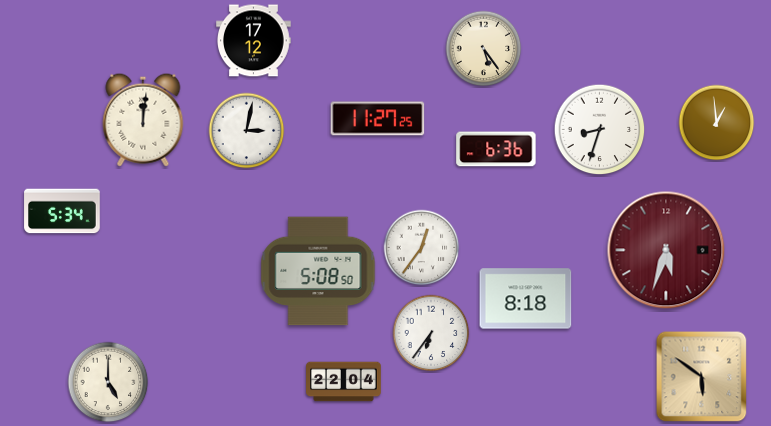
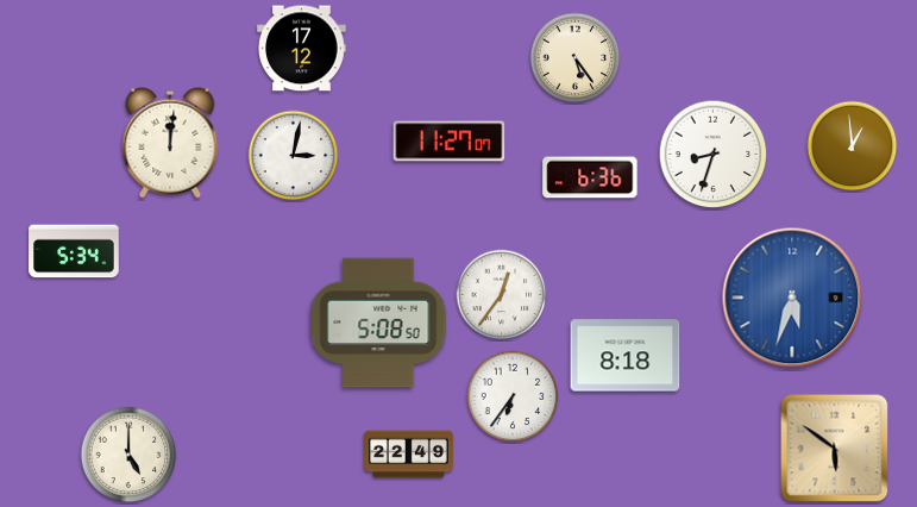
clock at (378, 119): 11:27:25 -> 11:27:07
clock at (666, 250) dial: burgundy -> blue
clock at (344, 382): 22:04 -> 22:49
